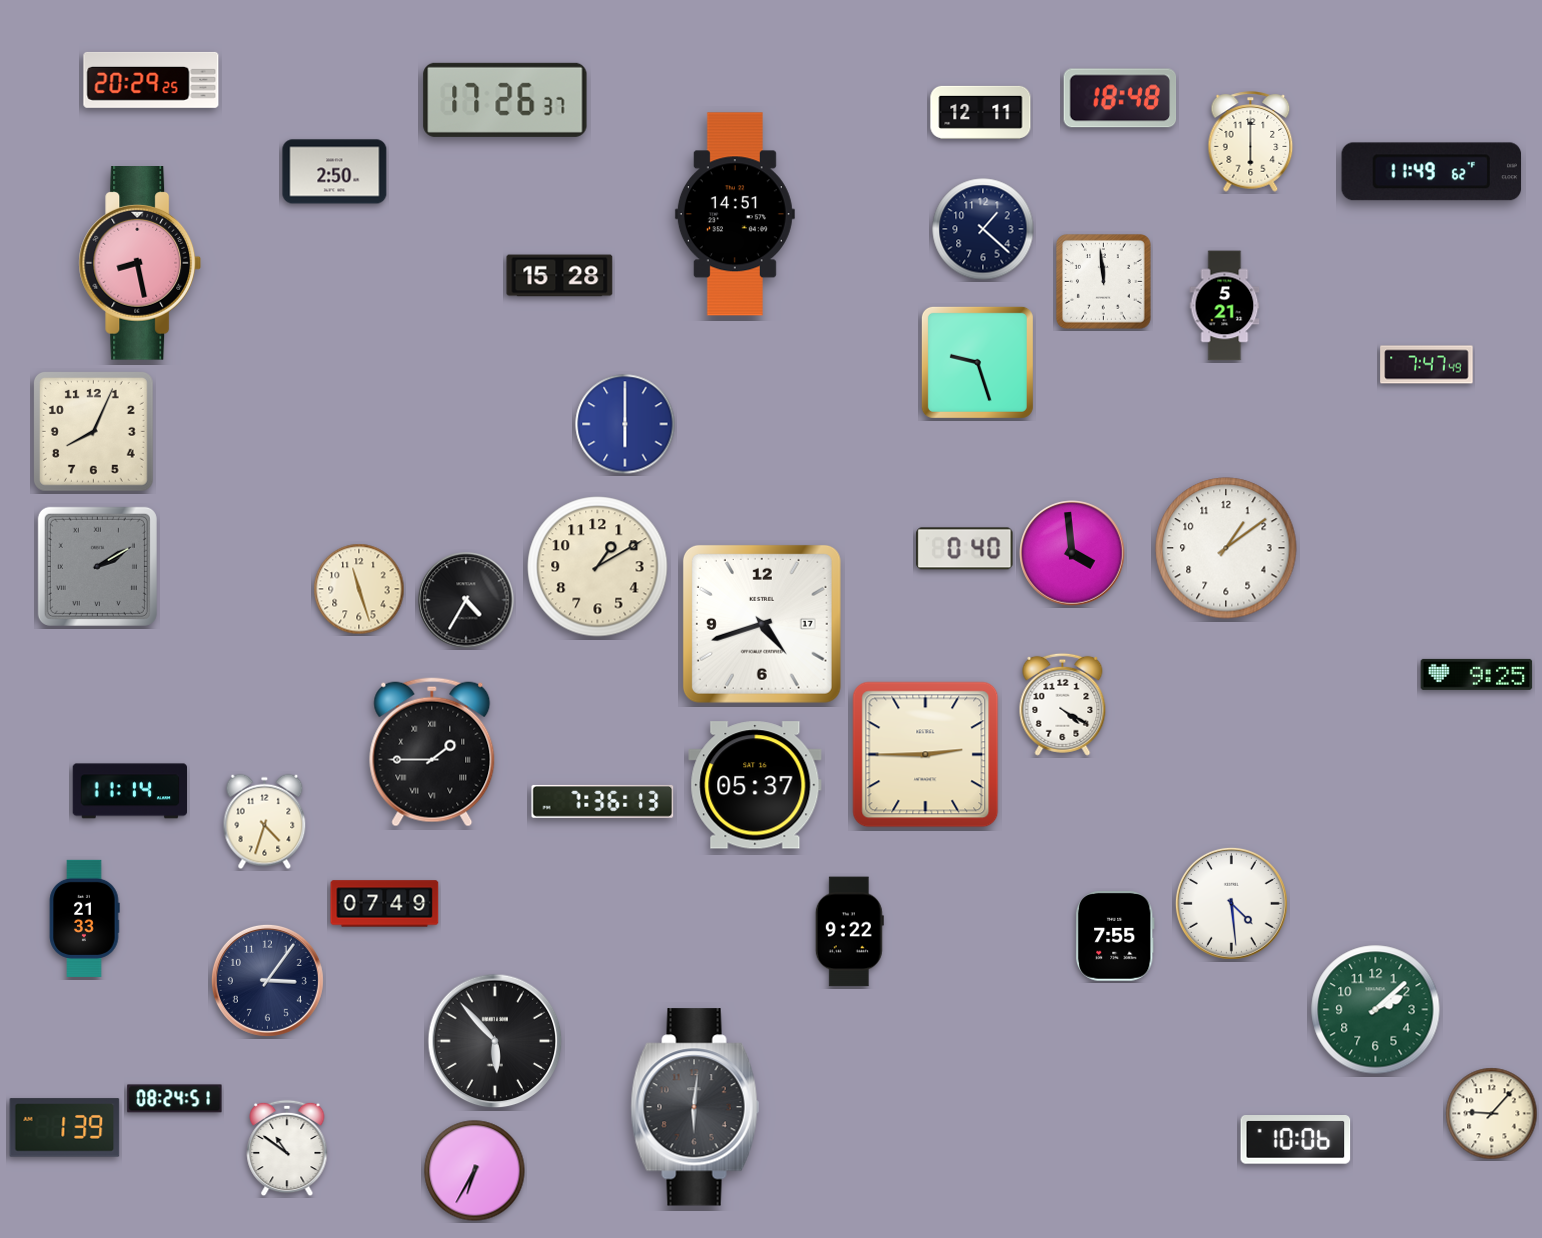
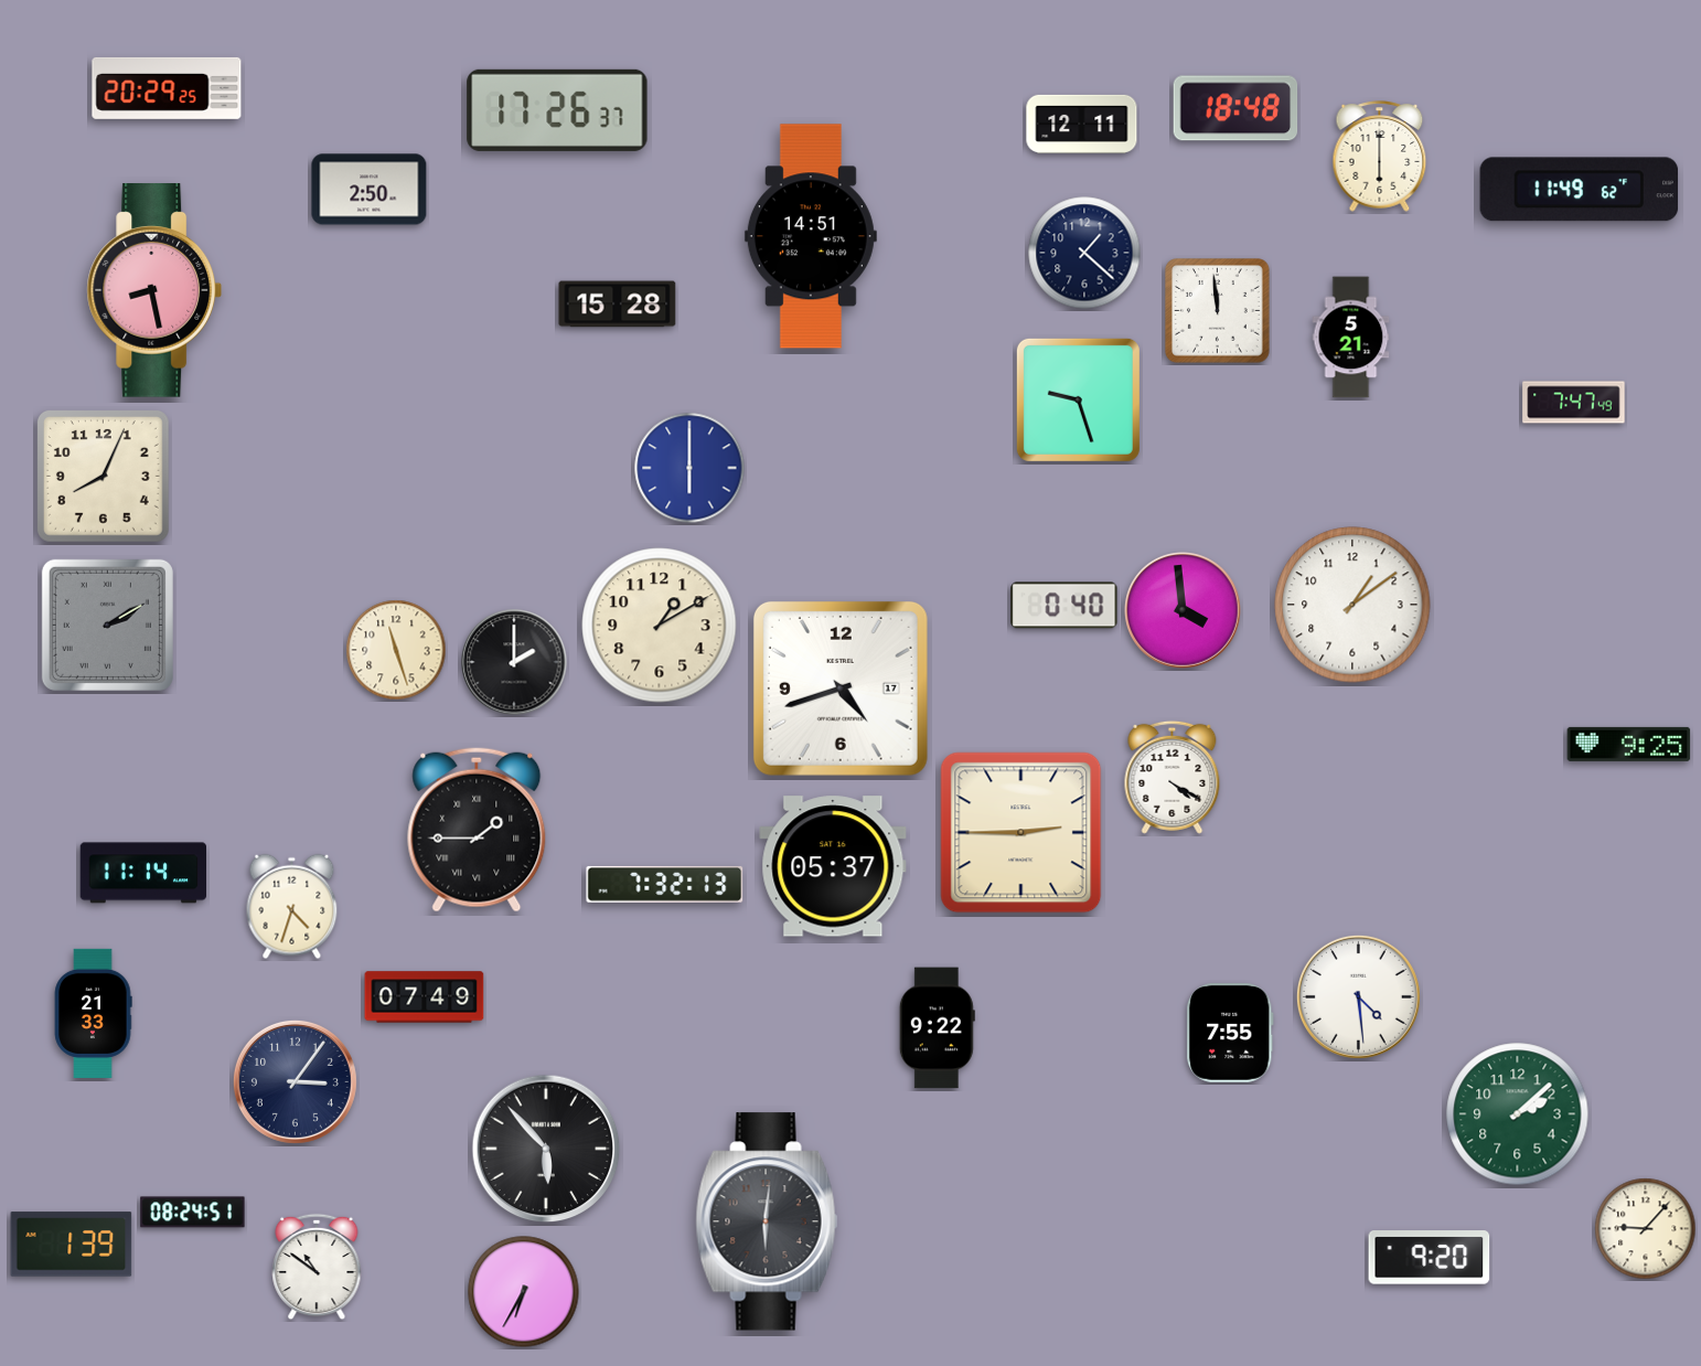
clock at (466, 600): 4:35 -> 2:00
clock at (603, 801): 7:36 -> 7:32
clock at (1296, 1140): 10:06 -> 9:20
